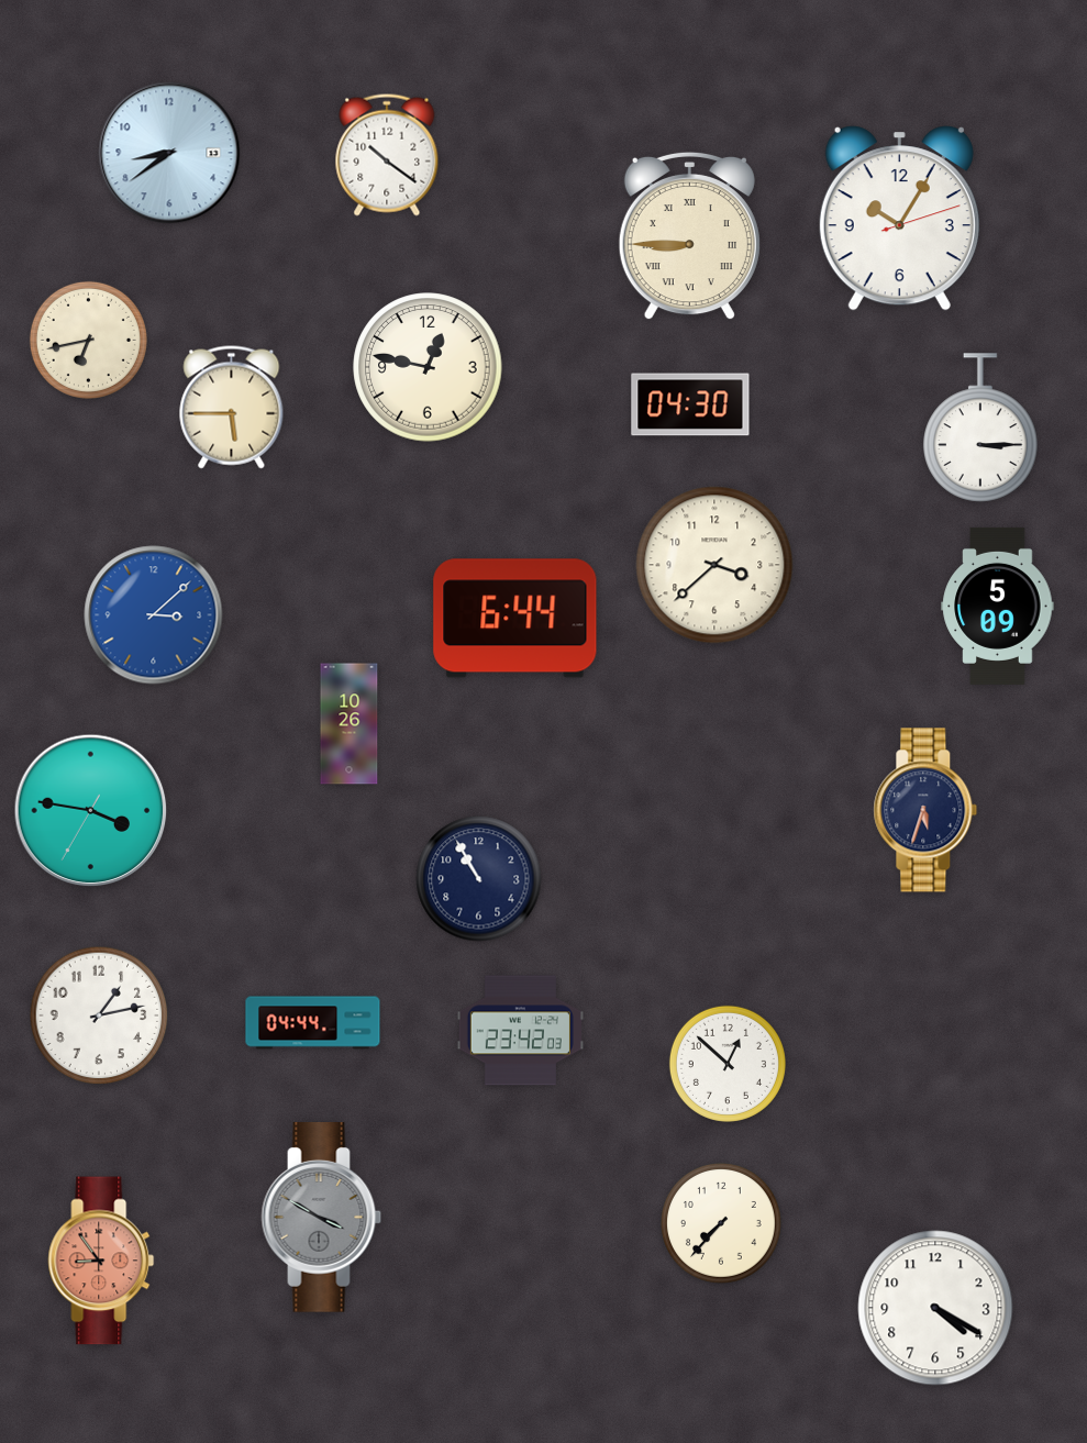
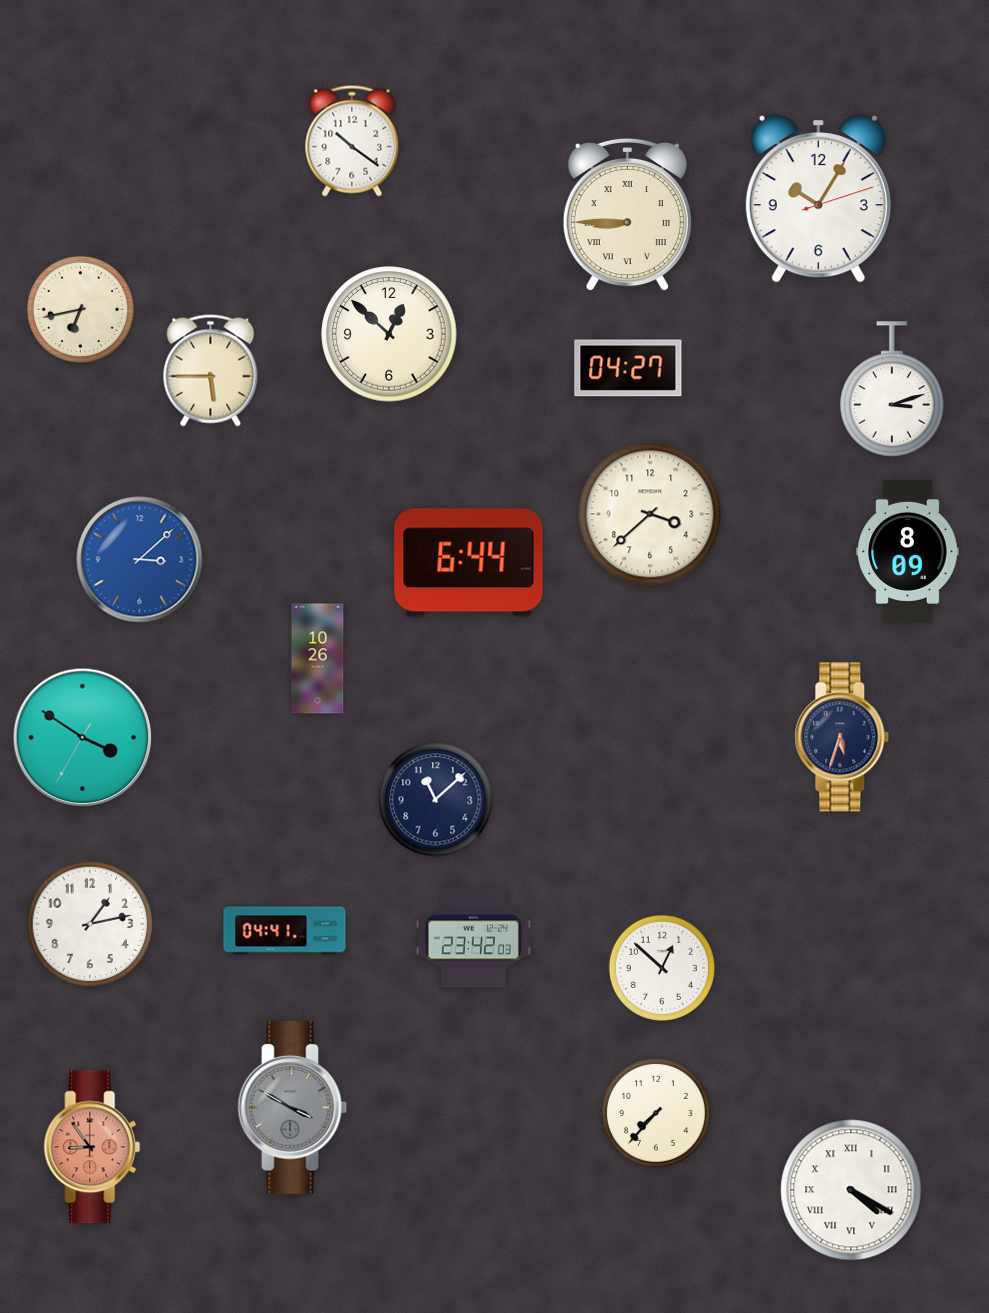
clock at (169, 153): 8:39 -> none
clock at (428, 367): 12:47 -> 12:52
clock at (690, 404): 04:30 -> 04:27
clock at (980, 428): 3:15 -> 3:12
clock at (998, 606): 5:09 -> 8:09
clock at (91, 811): 3:46 -> 3:50
clock at (479, 879): 10:55 -> 11:08
clock at (313, 1023): 04:44 -> 04:41
clock at (935, 1308) numerals: Arabic -> Roman
